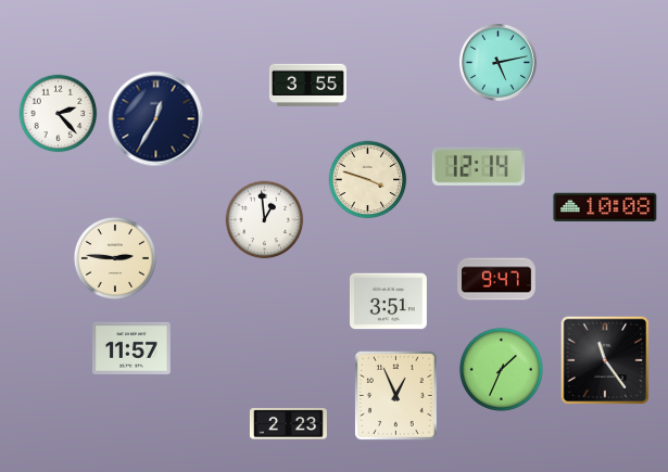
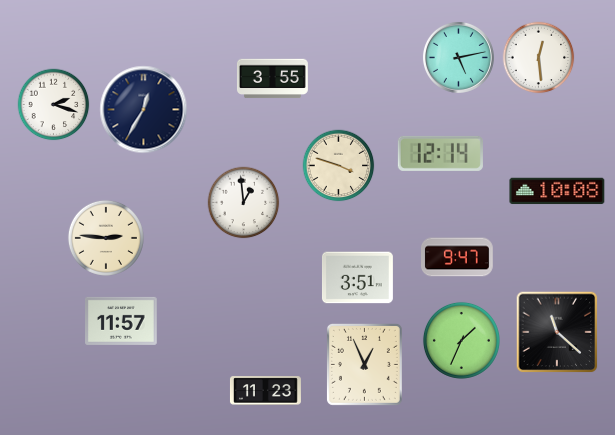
clock at (539, 58): none -> 12:29
clock at (307, 86) position: (307, 86) -> (272, 79)
clock at (59, 114): 2:23 -> 2:18
clock at (605, 360): 11:24 -> 11:22
clock at (288, 424): 2:23 -> 11:23
